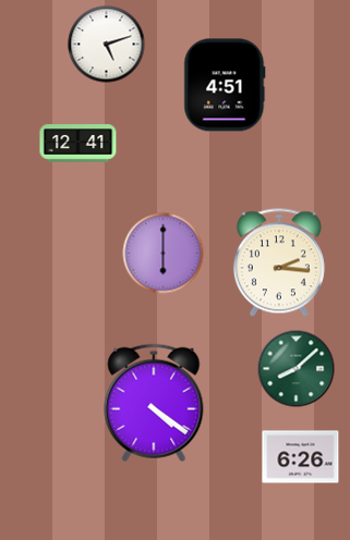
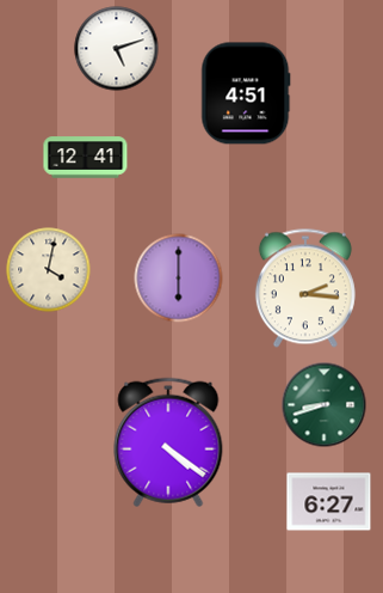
clock at (49, 270): none -> 4:02
clock at (297, 369): 8:08 -> 8:42
clock at (301, 457): 6:26 -> 6:27
